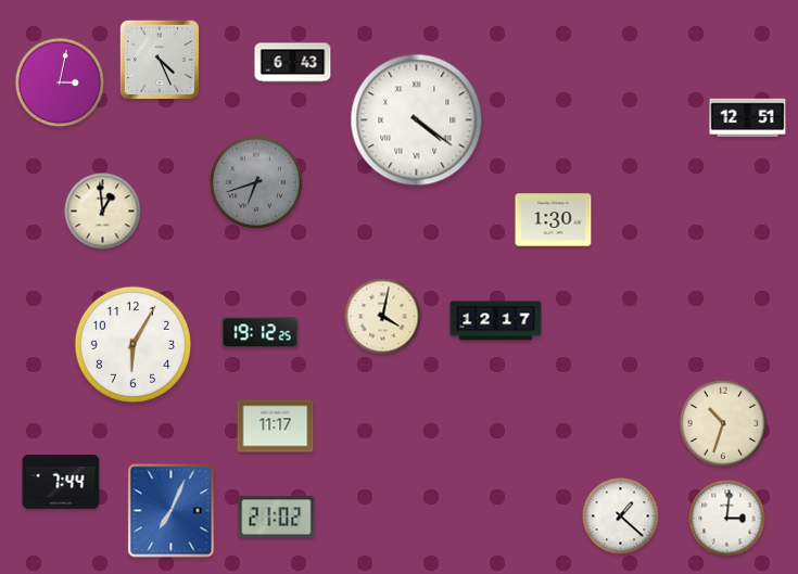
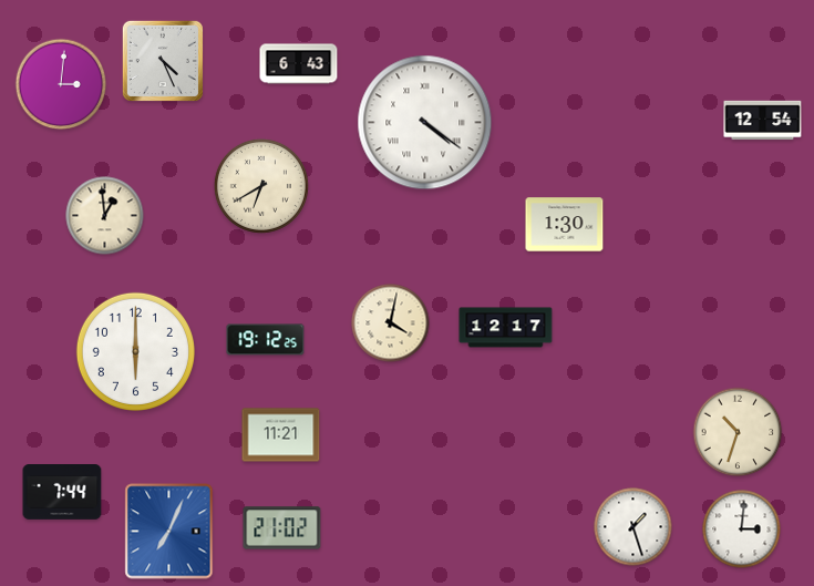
clock at (60, 82): 3:02 -> 3:01
clock at (748, 118): 12:51 -> 12:54
clock at (256, 182): 6:42 -> 6:40
clock at (256, 182) dial: grey -> cream
clock at (132, 344): 6:05 -> 6:00
clock at (276, 426): 11:17 -> 11:21
clock at (172, 511) position: (172, 511) -> (169, 532)
clock at (621, 516): 1:22 -> 1:27
